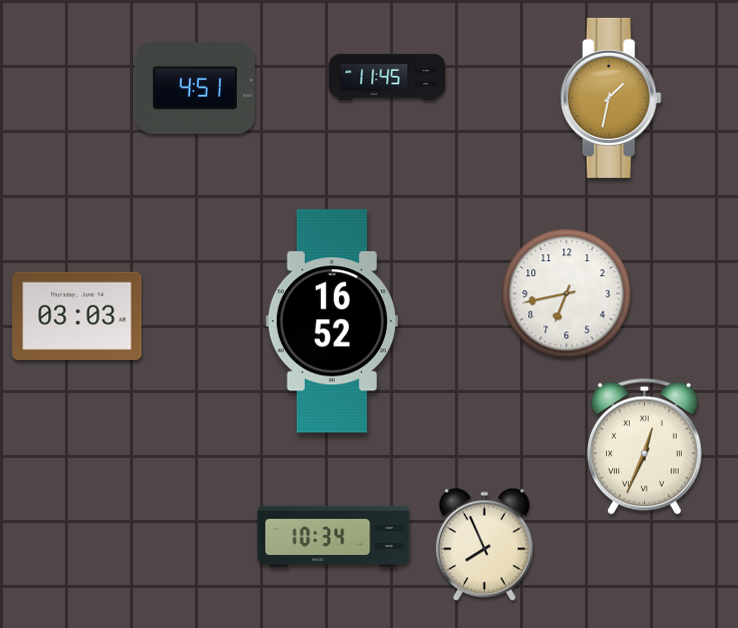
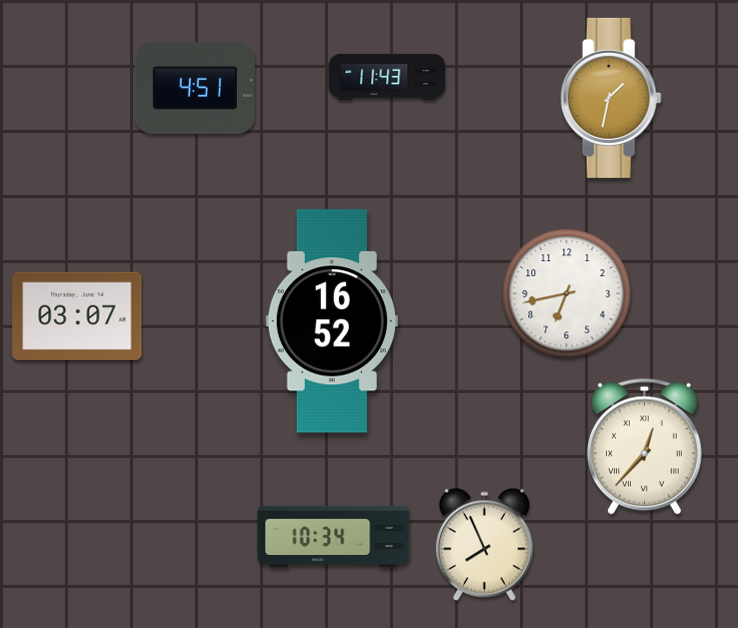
clock at (387, 77): 11:45 -> 11:43
clock at (77, 316): 03:03 -> 03:07
clock at (644, 446): 12:34 -> 12:37
